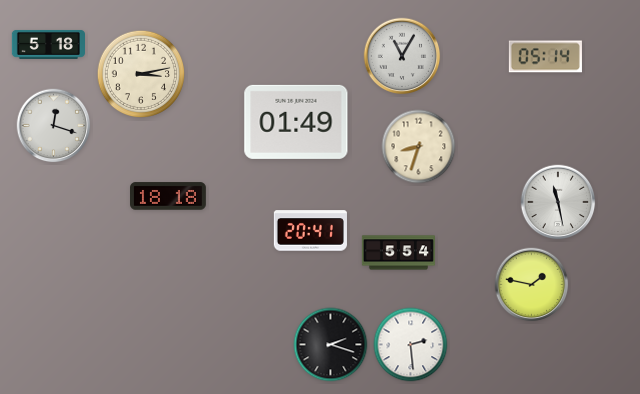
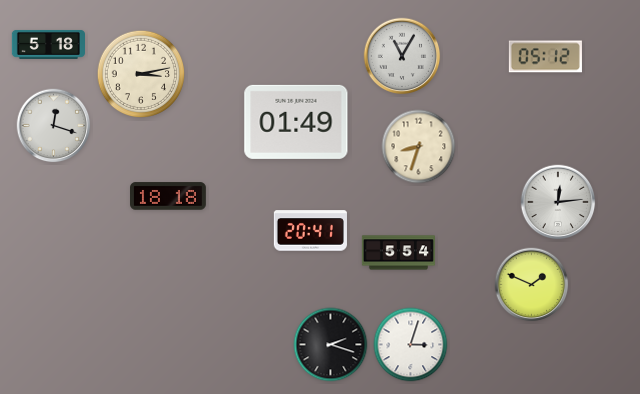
clock at (545, 57): 05:14 -> 05:12
clock at (558, 202): 11:28 -> 12:14
clock at (532, 285): 1:47 -> 1:49
clock at (411, 345): 2:29 -> 3:03
